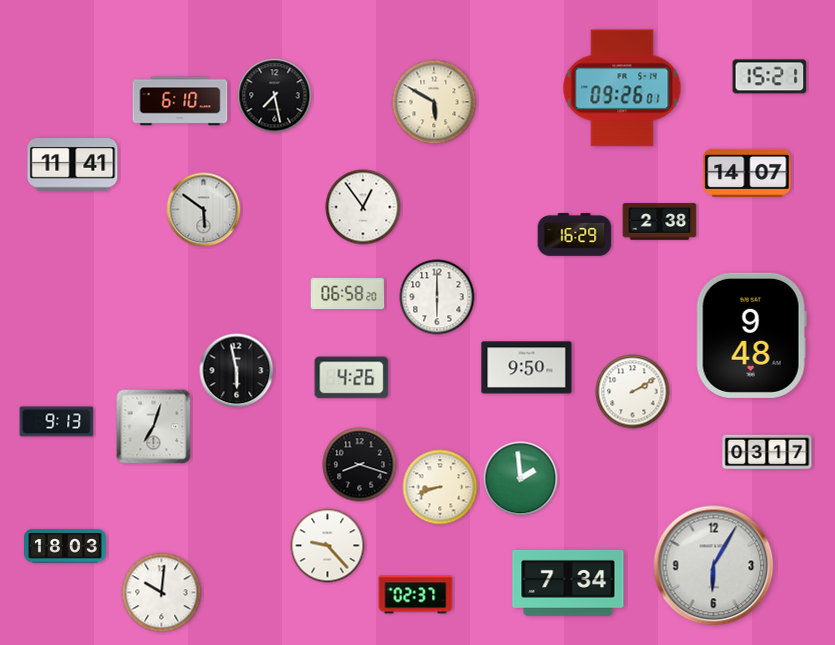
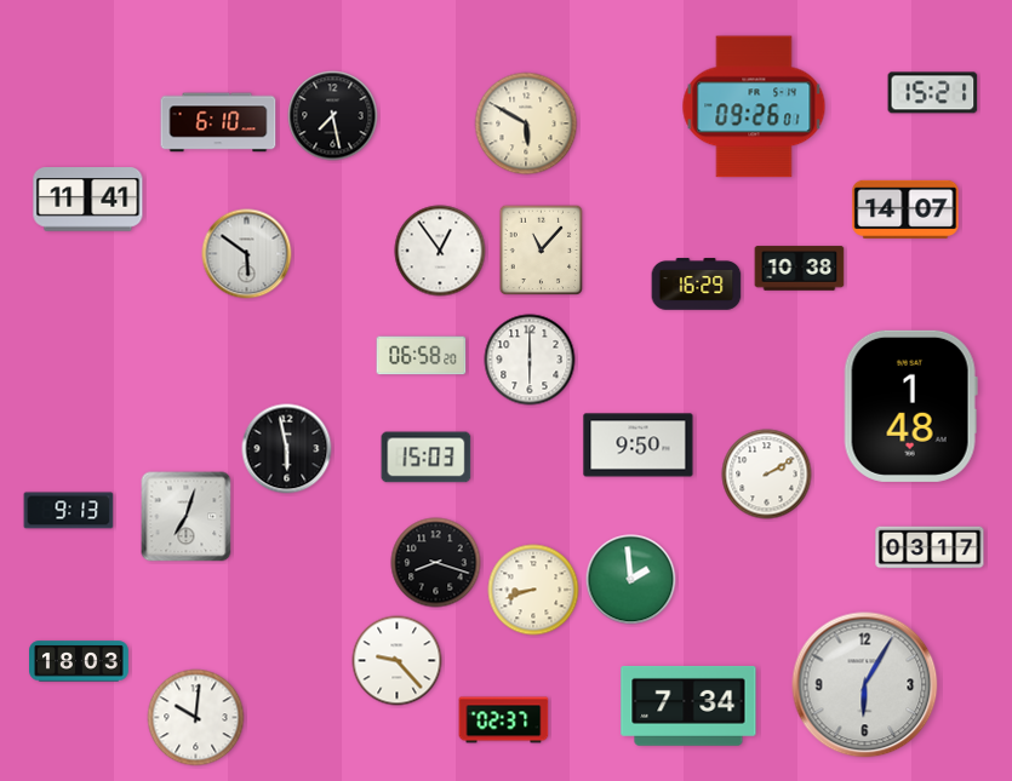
clock at (542, 251): none -> 11:07
clock at (660, 222): 2:38 -> 10:38
clock at (751, 335): 9:48 -> 1:48
clock at (352, 378): 4:26 -> 15:03
